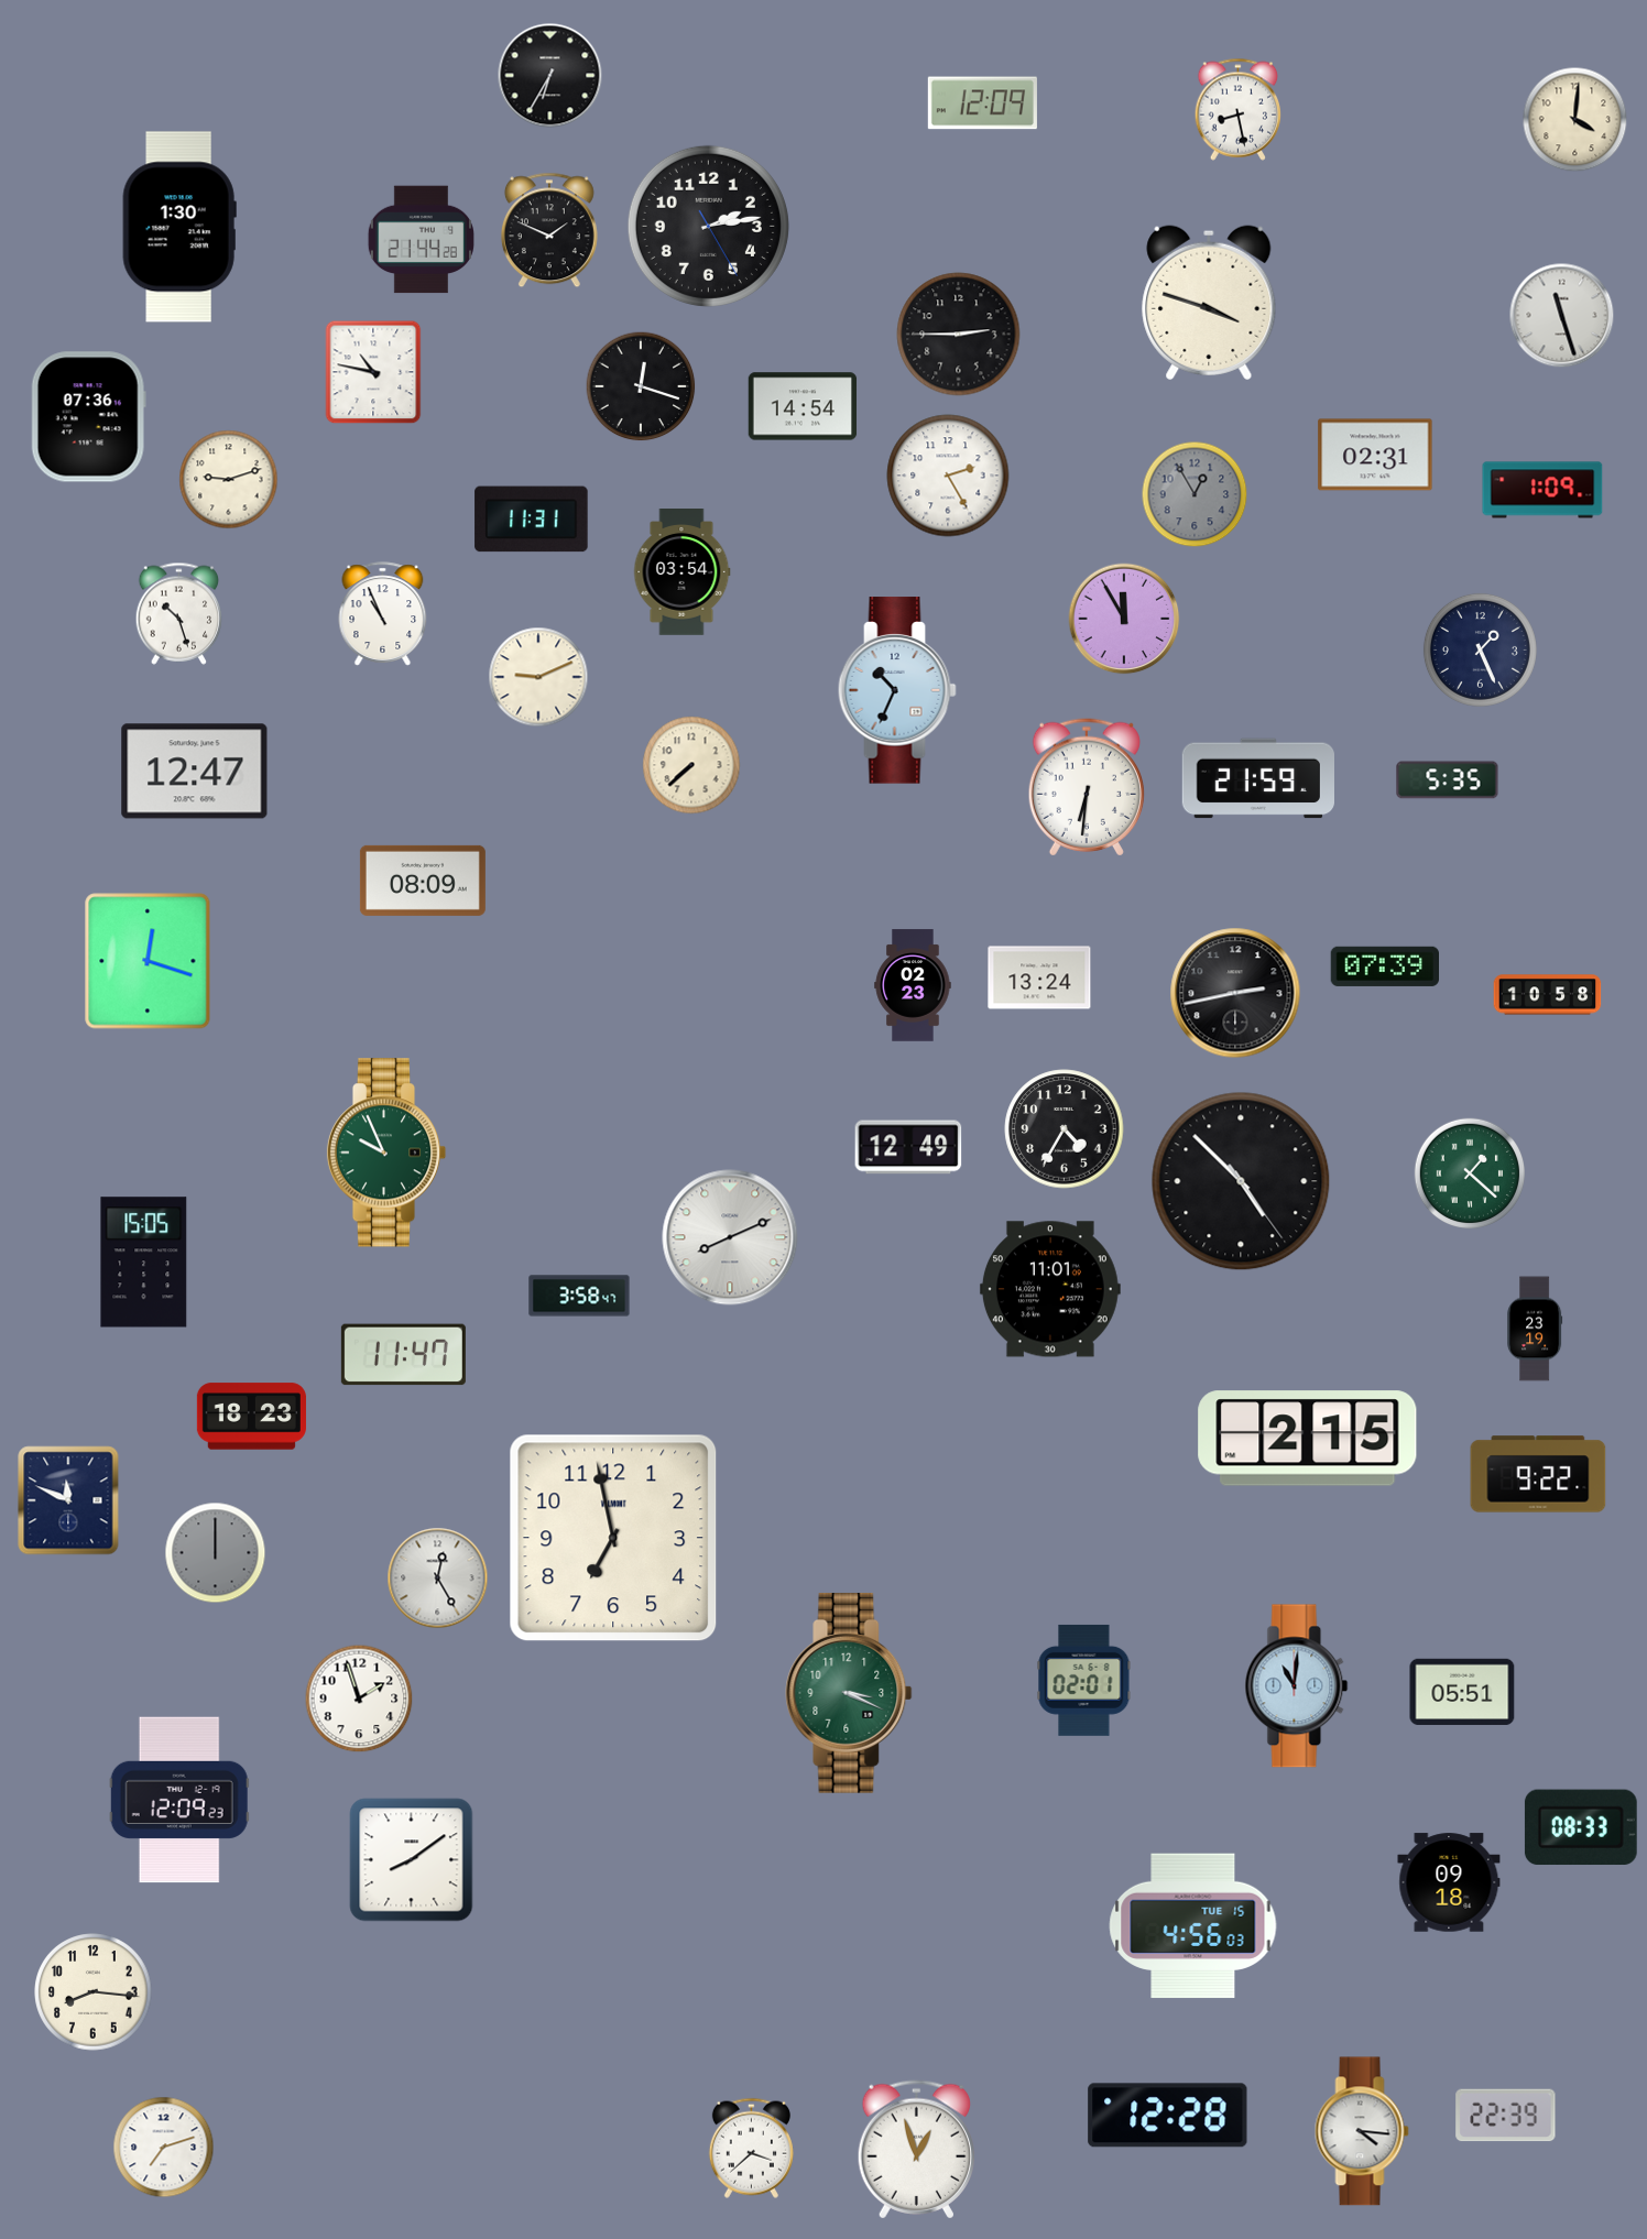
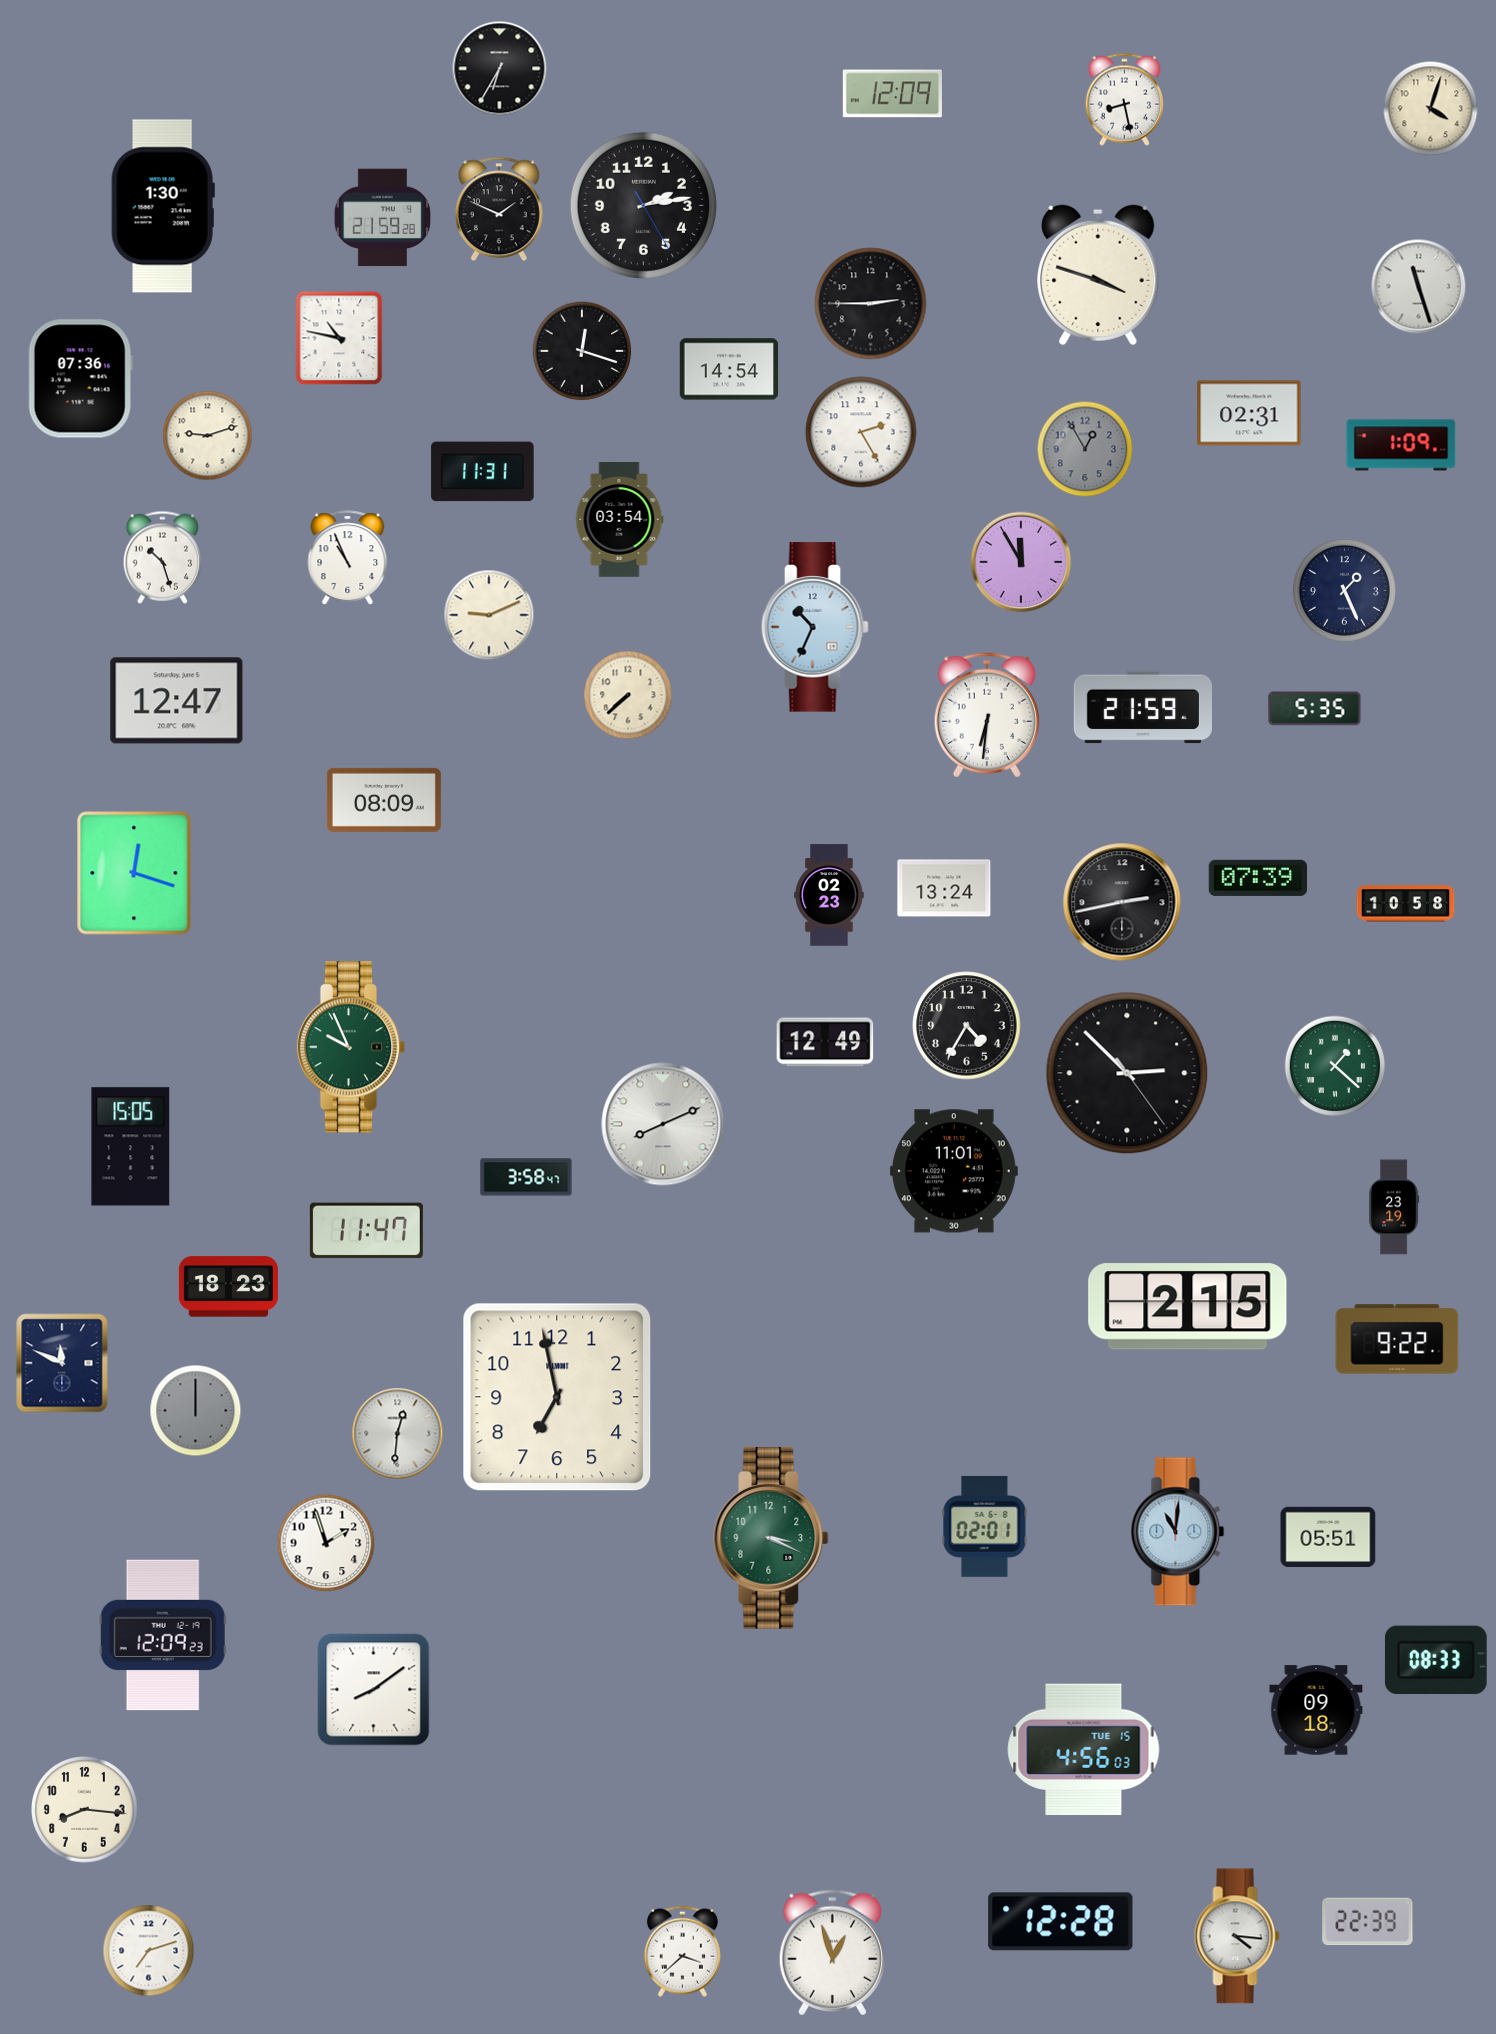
clock at (1575, 120): 4:01 -> 4:03
clock at (421, 240): 21:44 -> 21:59
clock at (1241, 1181): 4:52 -> 2:52
clock at (438, 1579): 12:25 -> 12:31
